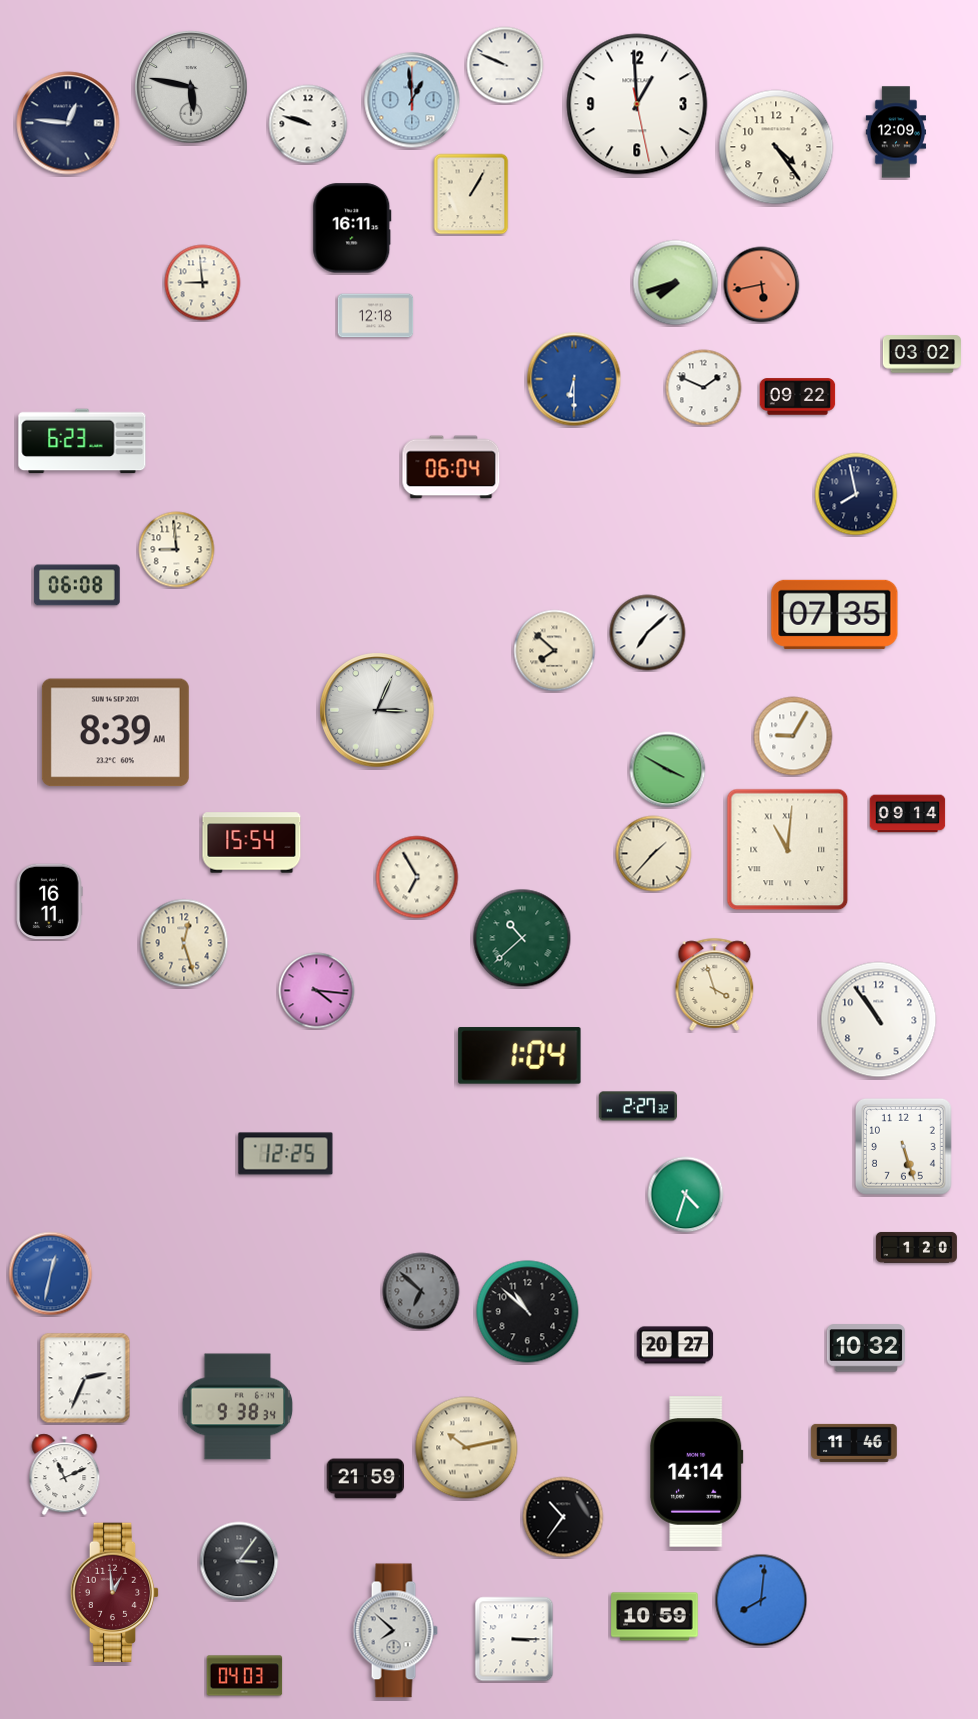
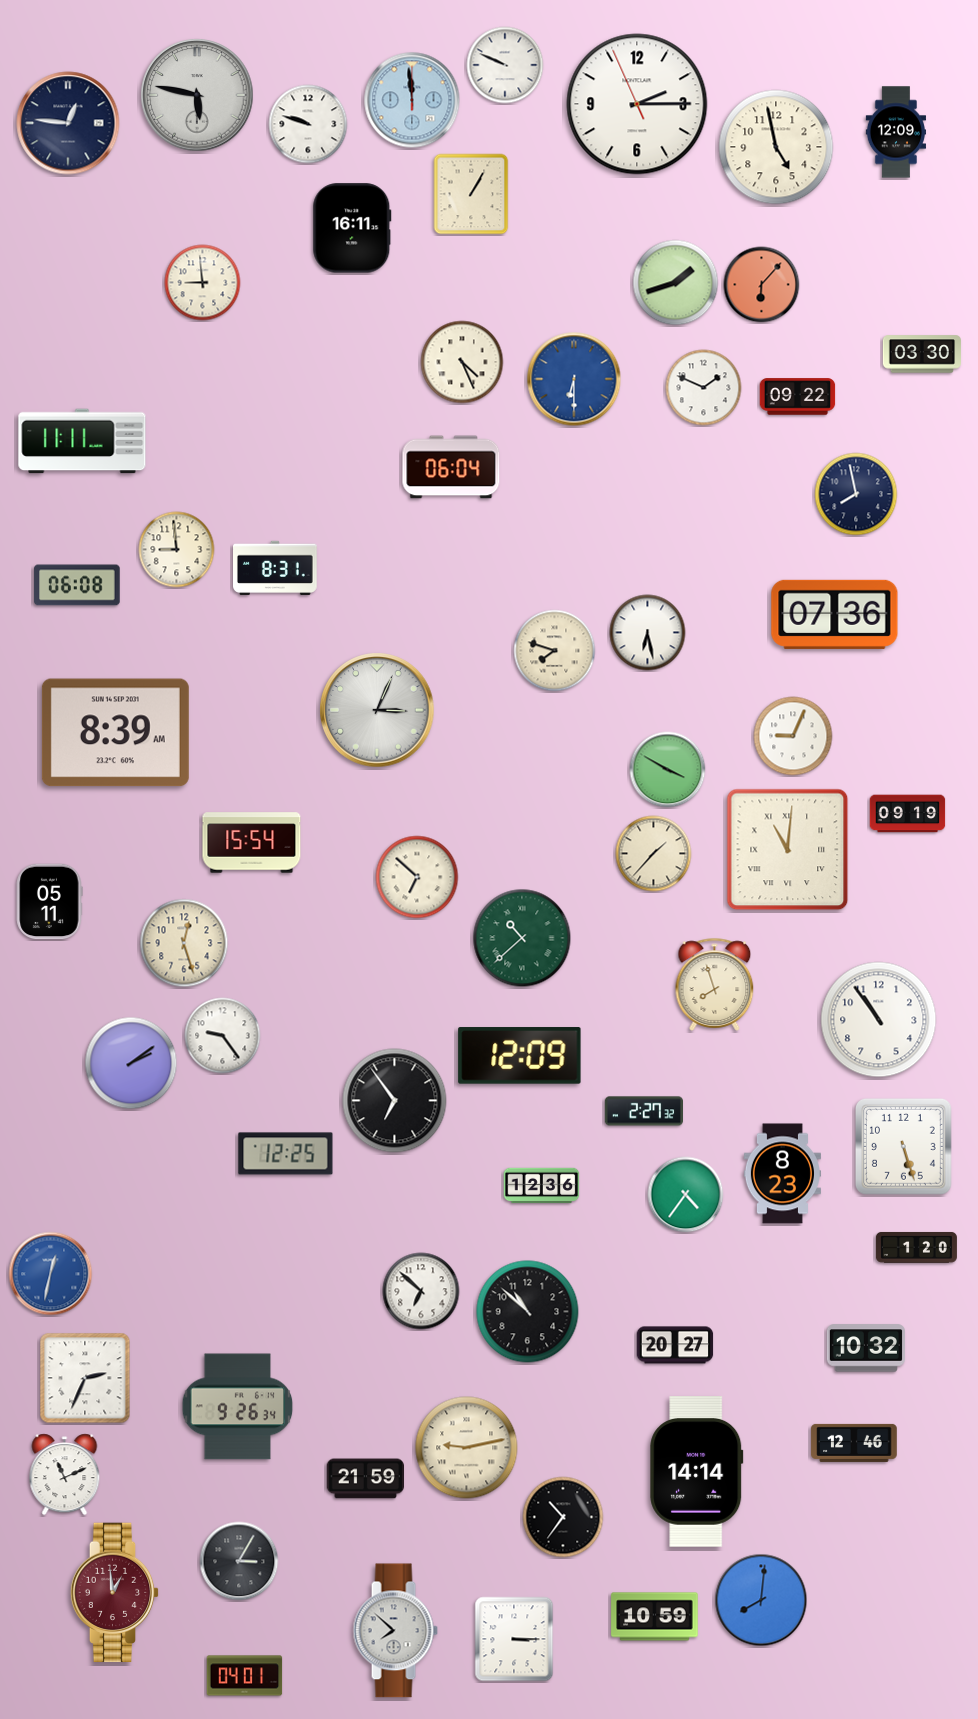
clock at (191, 87) position: (191, 87) -> (197, 95)
clock at (412, 100): 12:59 -> 11:59
clock at (637, 104): 12:59 -> 2:14
clock at (776, 147): 4:24 -> 4:58
clock at (676, 283): 7:42 -> 1:42
clock at (762, 285): 5:43 -> 6:07
clock at (376, 316): 12:18 -> none
clock at (921, 354): 03:02 -> 03:30
clock at (462, 362): none -> 4:26
clock at (82, 441): 6:23 -> 11:11
clock at (276, 568): none -> 8:31
clock at (835, 614): 07:35 -> 07:36
clock at (648, 633): 7:08 -> 6:28
clock at (555, 651): 7:52 -> 7:48
clock at (793, 736): 9:05 -> 9:04
clock at (908, 814): 09:14 -> 09:19
clock at (417, 877): 6:55 -> 6:52
clock at (49, 902): 16:11 -> 05:11
clock at (715, 984): 3:57 -> 7:57
clock at (317, 991): 4:16 -> none
clock at (223, 1036): none -> 9:24
clock at (520, 1056): 1:04 -> 12:09
clock at (131, 1063): none -> 2:09
clock at (395, 1101): none -> 6:54
clock at (637, 1106) position: (637, 1106) -> (643, 1111)
clock at (782, 1174): none -> 8:23
clock at (542, 1186): none -> 12:36
clock at (686, 1195): 4:33 -> 4:36
clock at (421, 1291) dial: grey -> white
clock at (238, 1407): 9:38 -> 9:26
clock at (854, 1443): 11:46 -> 12:46
clock at (467, 1448): 10:13 -> 9:13
clock at (239, 1561): 3:06 -> 3:05
clock at (245, 1676): 04:03 -> 04:01
